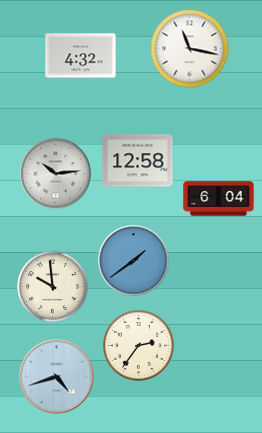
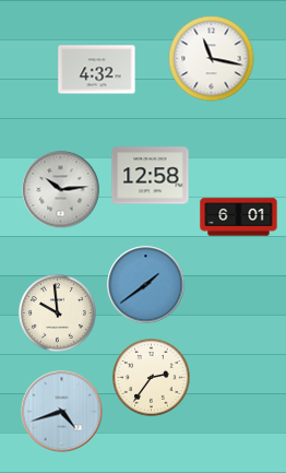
clock at (190, 49) position: (190, 49) -> (212, 59)
clock at (81, 56) position: (81, 56) -> (97, 70)
clock at (219, 199): 6:04 -> 6:01
